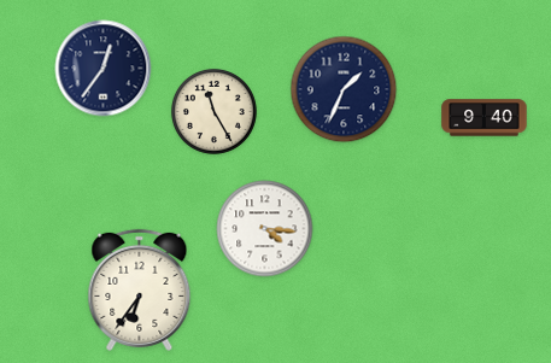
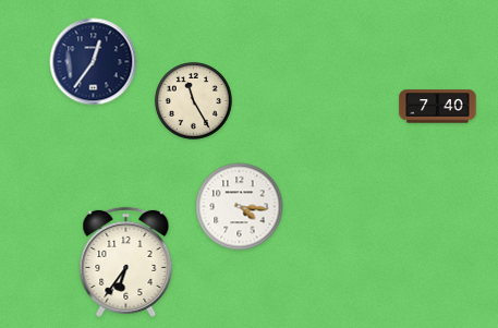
clock at (344, 89): 1:34 -> none
clock at (485, 118): 9:40 -> 7:40
